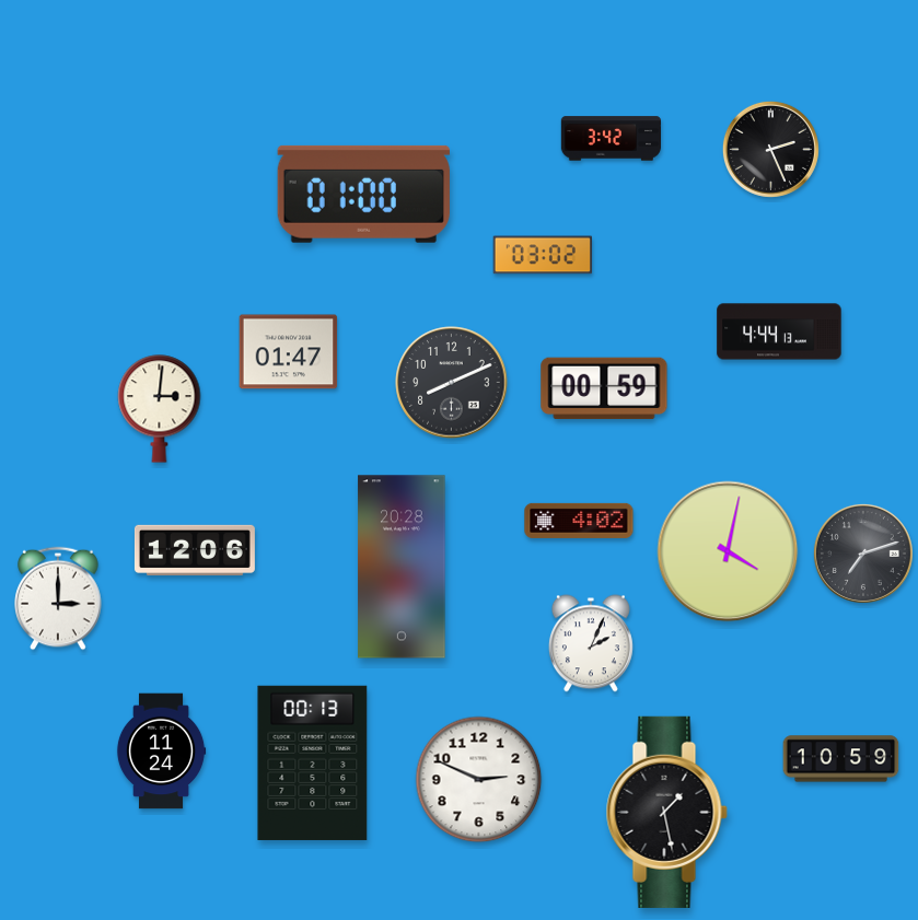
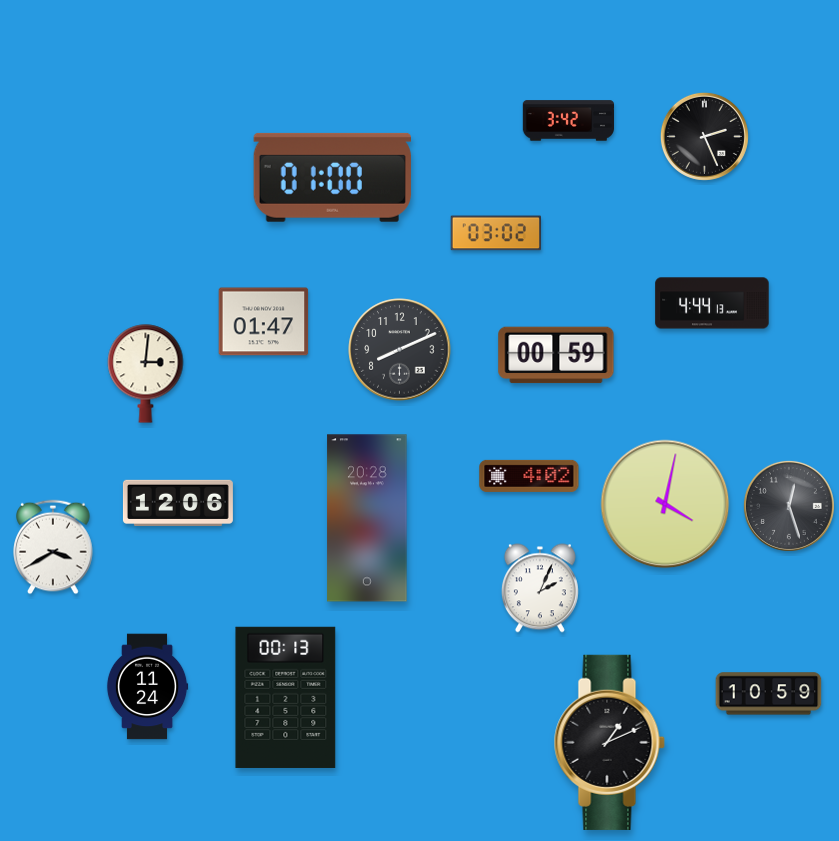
clock at (611, 139) position: (611, 139) -> (568, 121)
clock at (452, 383) position: (452, 383) -> (400, 350)
clock at (604, 388) position: (604, 388) -> (556, 355)
clock at (863, 554): 7:12 -> 12:27
clock at (58, 598): 3:00 -> 3:40
clock at (479, 780): 2:49 -> none
clock at (666, 812): 1:28 -> 1:11
